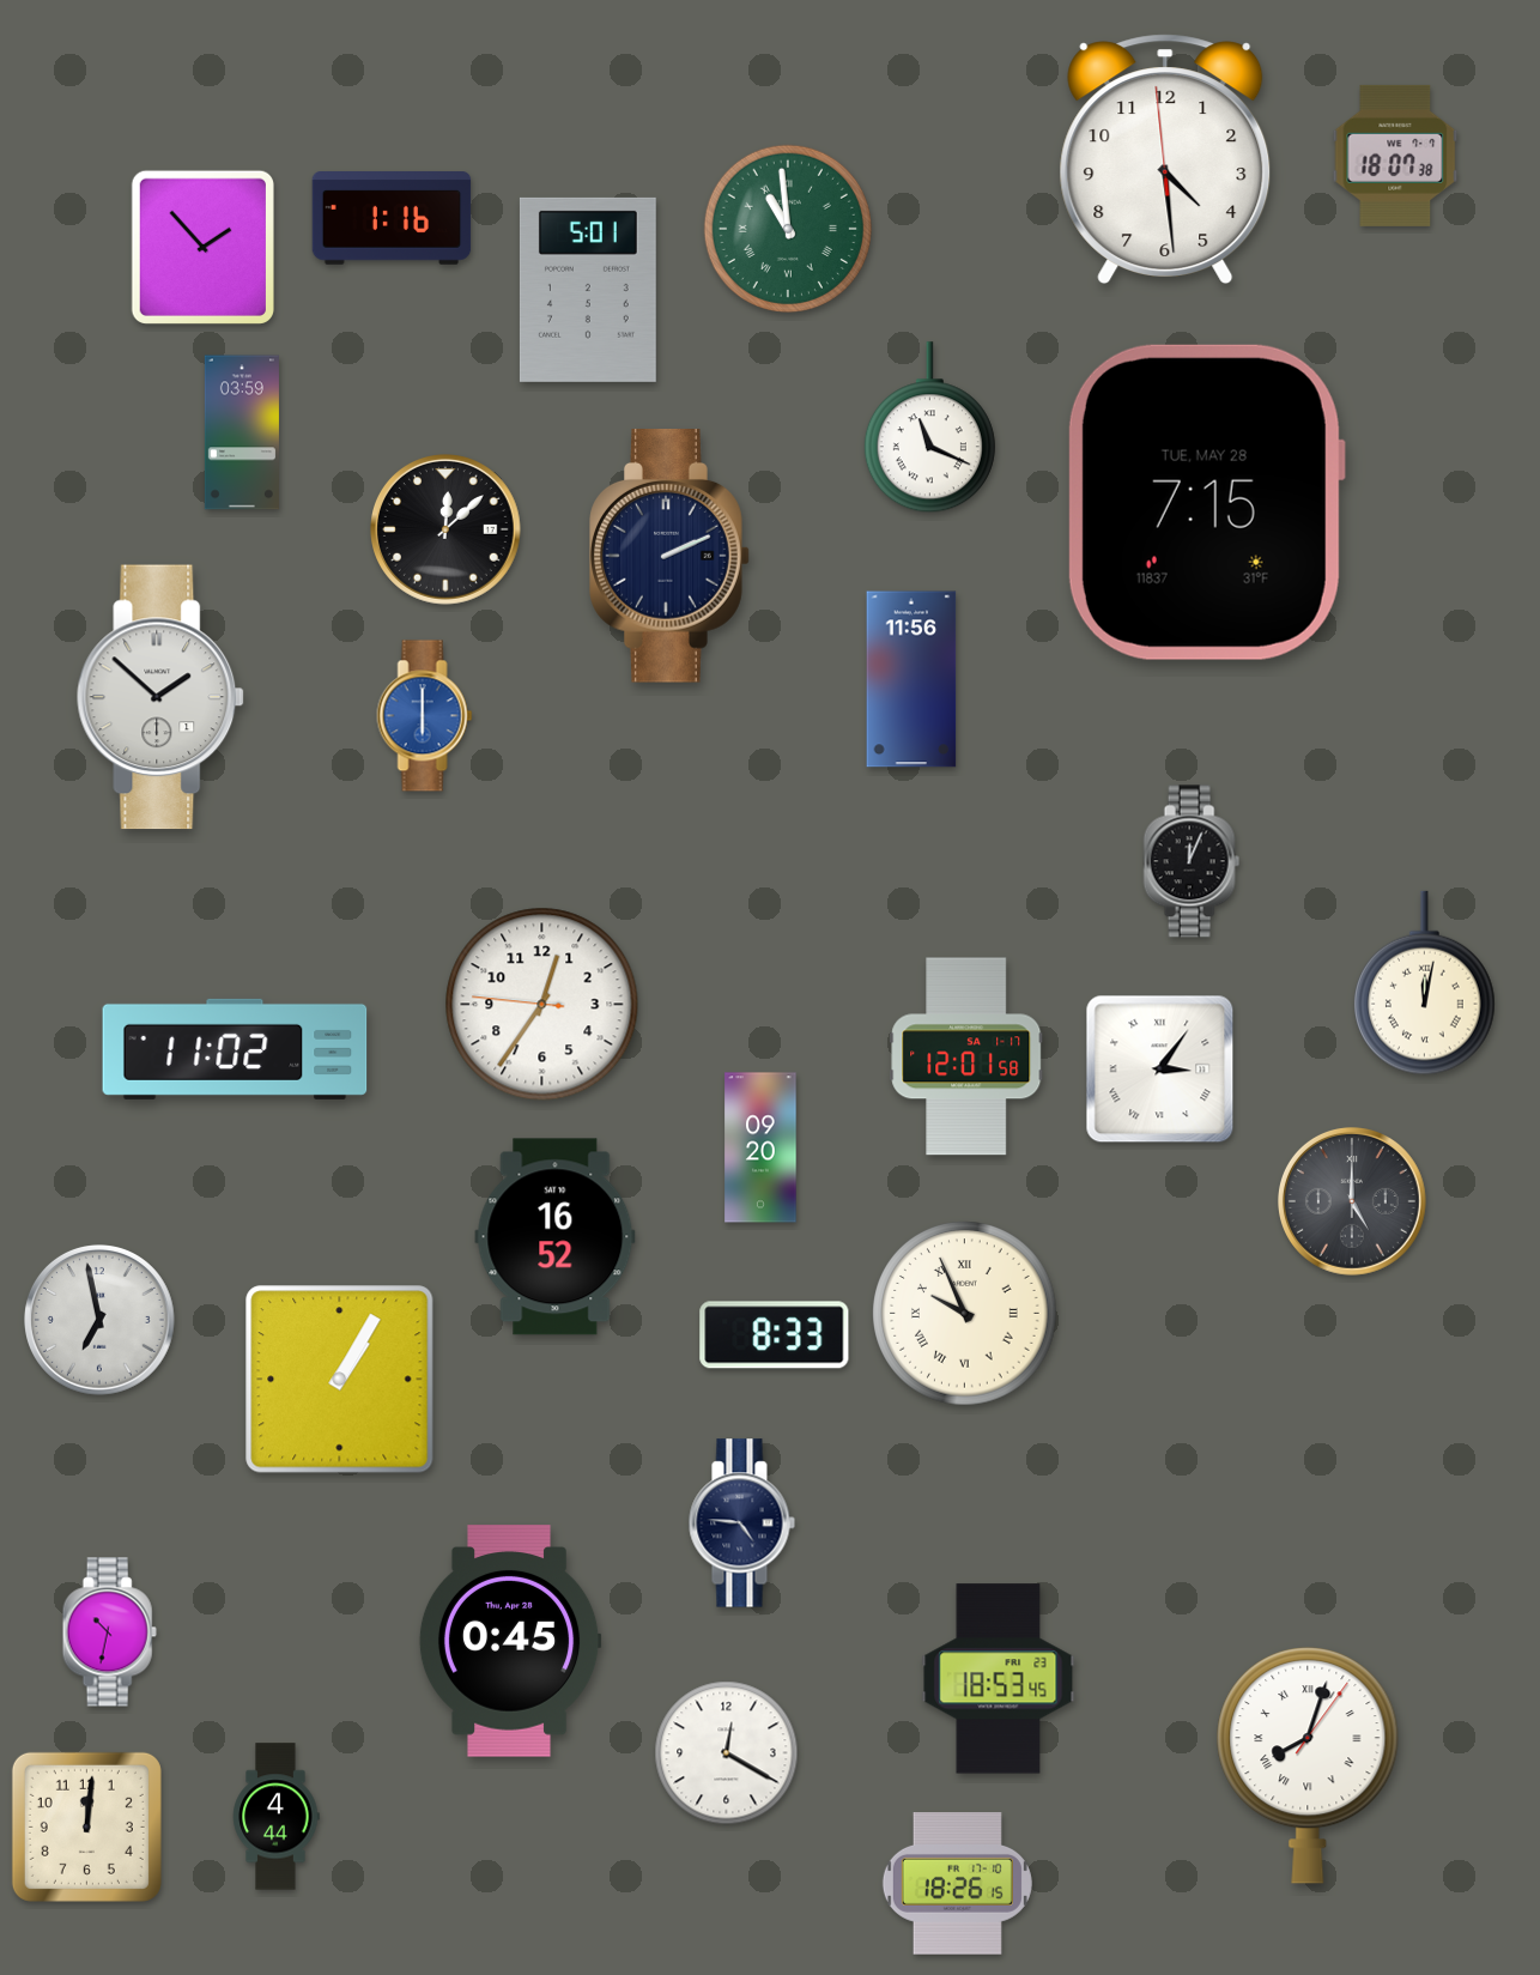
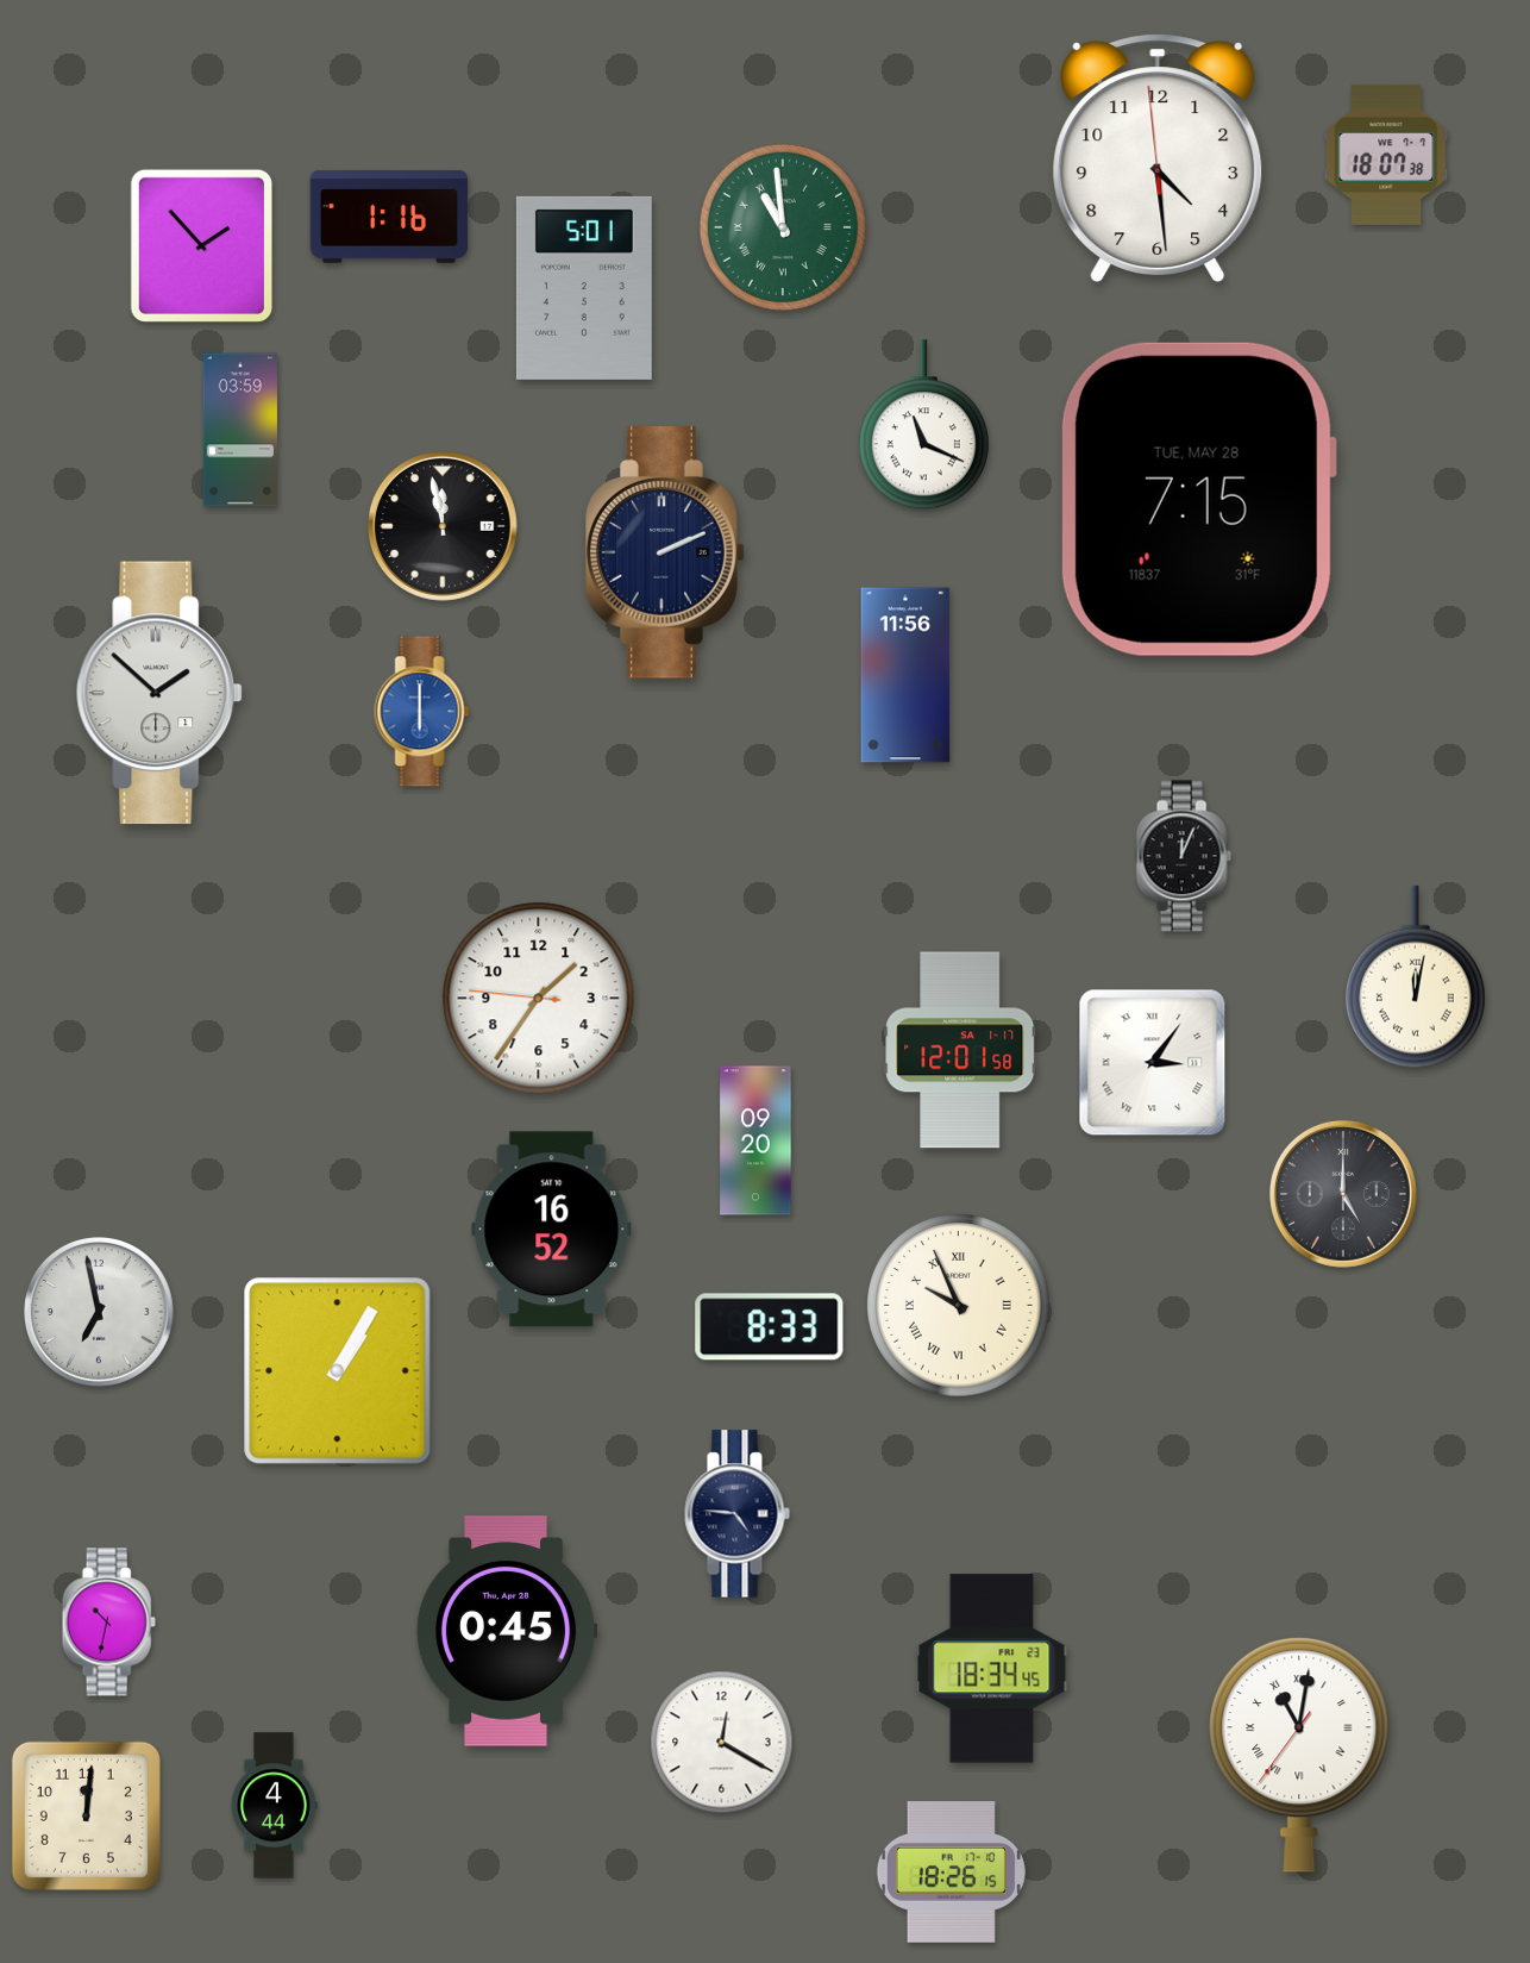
clock at (447, 531): 12:08 -> 11:58
clock at (542, 1005): 12:35 -> 1:35
clock at (235, 1049): 11:02 -> none
clock at (999, 1679): 18:53 -> 18:34
clock at (1308, 1765): 8:03 -> 11:01
